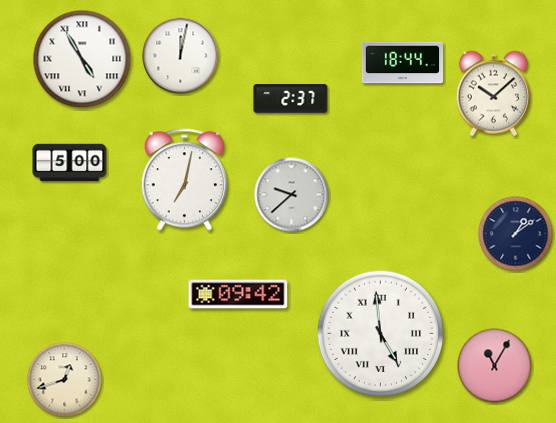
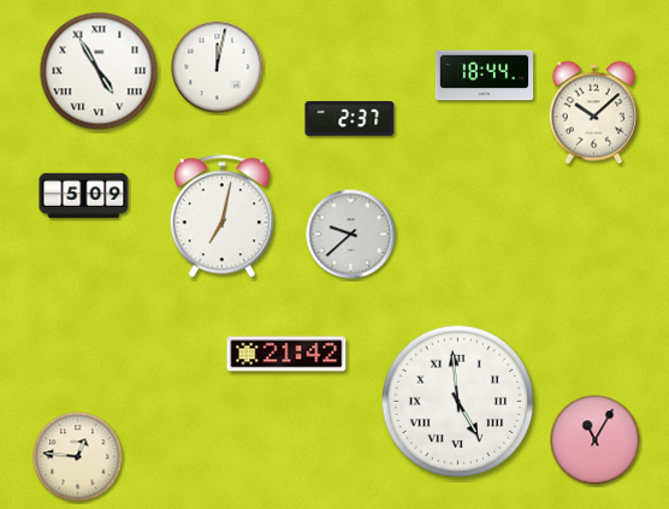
clock at (70, 163): 5:00 -> 5:09
clock at (516, 234): 1:09 -> none
clock at (238, 294): 09:42 -> 21:42
clock at (65, 380): 12:42 -> 12:46
